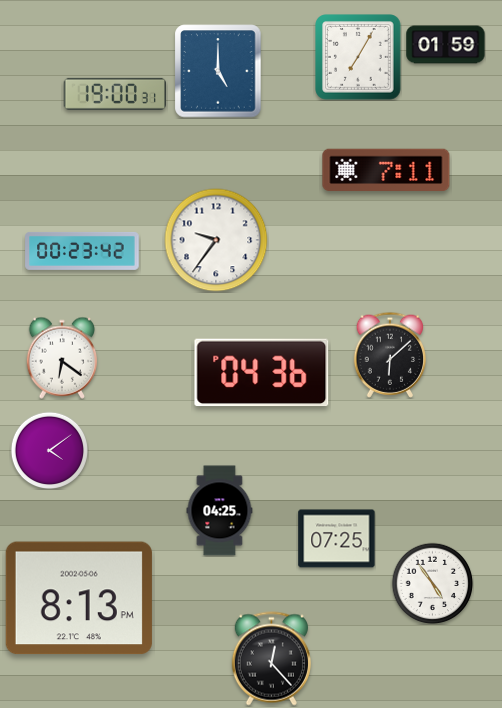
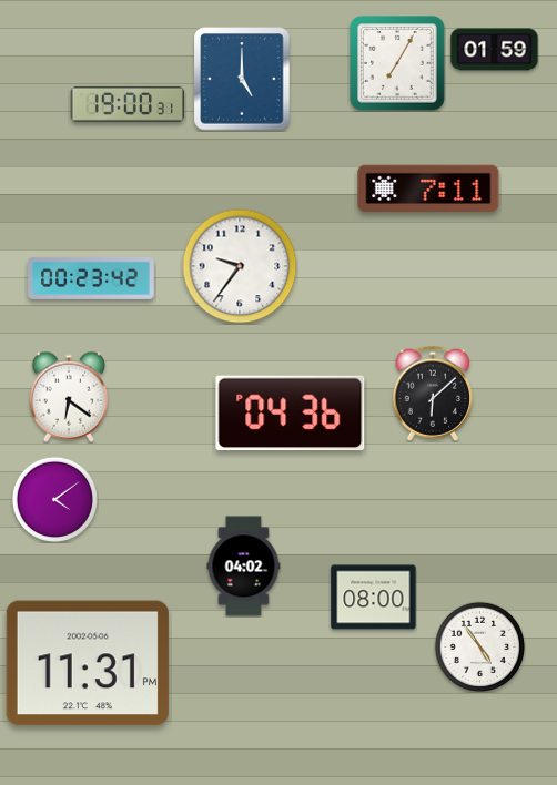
clock at (220, 511): 04:25 -> 04:02
clock at (337, 539): 07:25 -> 08:00
clock at (79, 598): 8:13 -> 11:31
clock at (271, 659): 12:23 -> none
